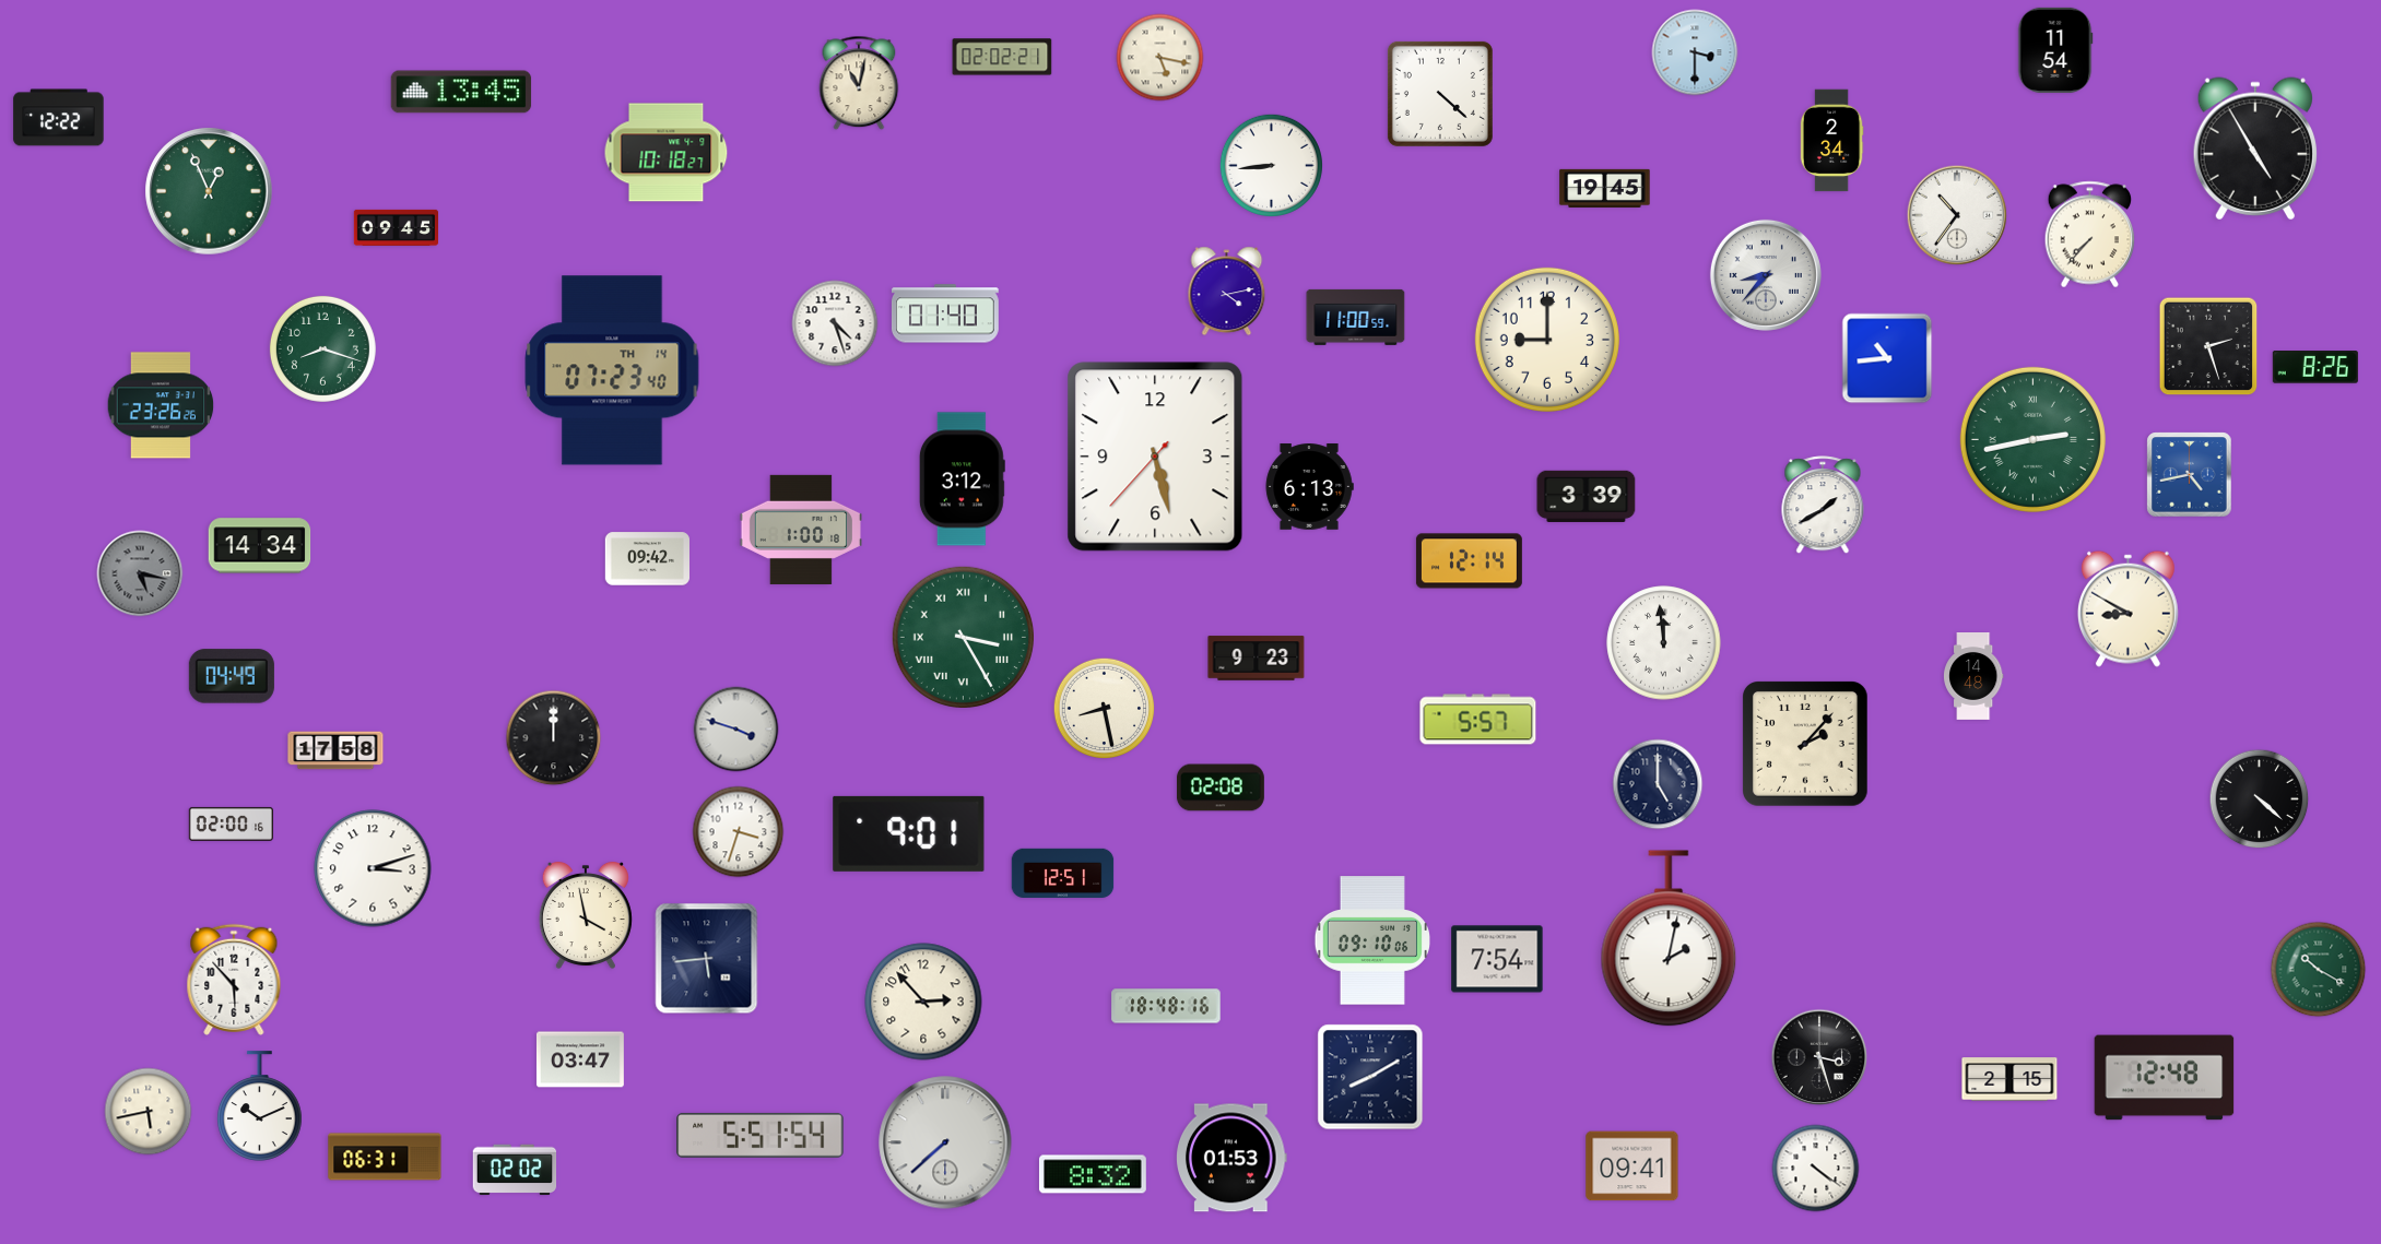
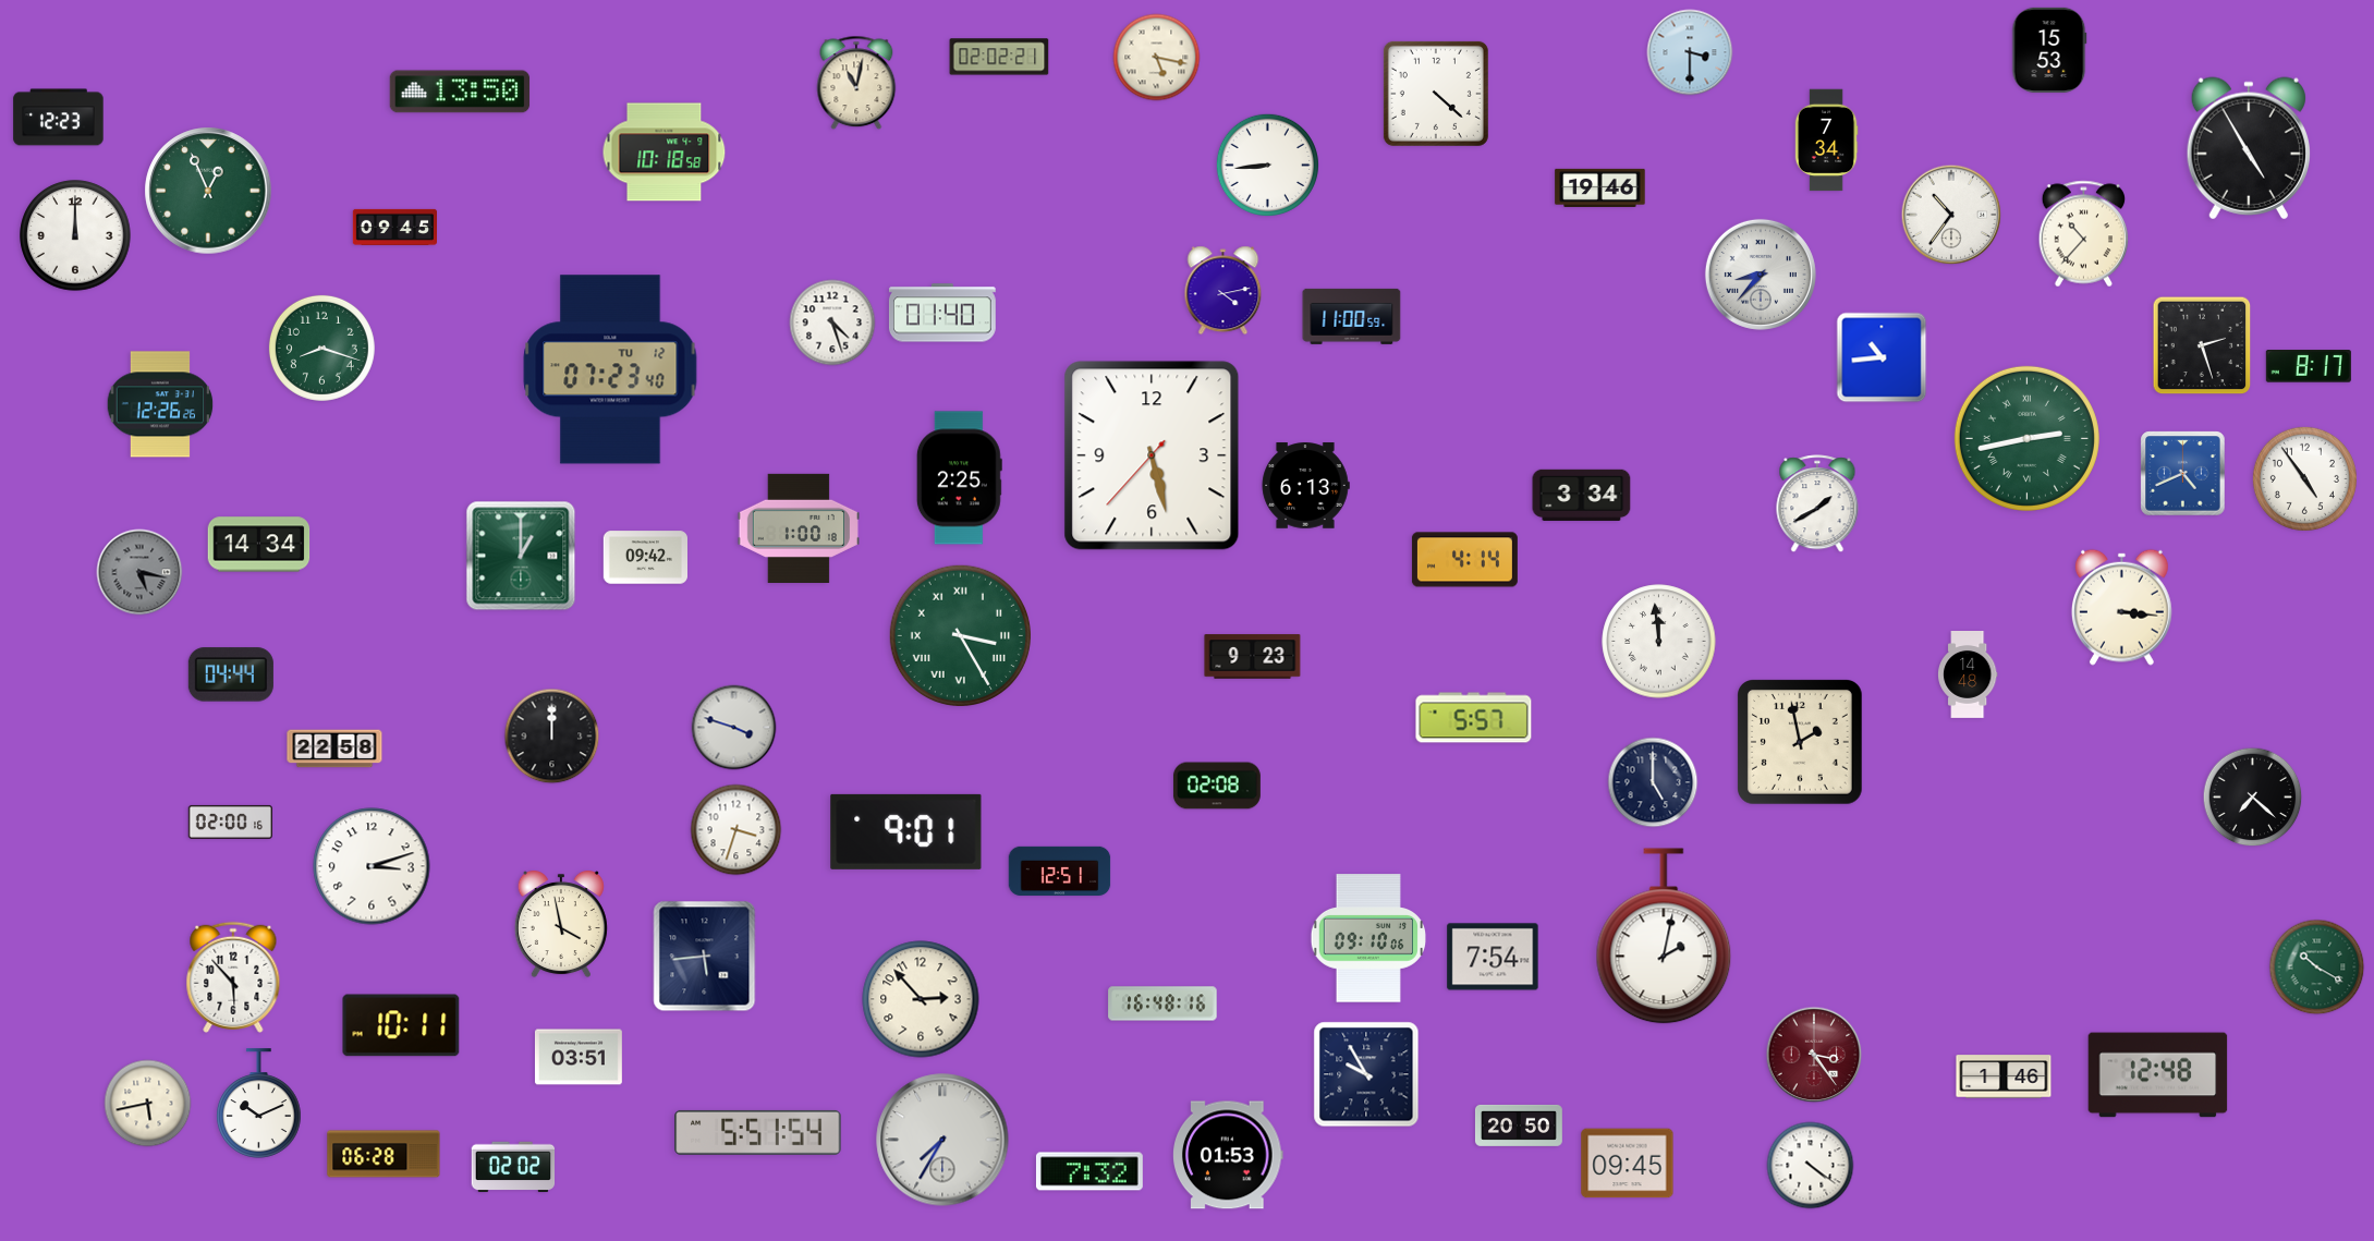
clock at (2055, 50): 11:54 -> 15:53
clock at (461, 92): 13:45 -> 13:50
clock at (59, 118): 12:22 -> 12:23
clock at (1831, 141): 2:34 -> 7:34
clock at (667, 153): 10:18:27 -> 10:18:58
clock at (1605, 188): 19:45 -> 19:46
clock at (2090, 235): 7:37 -> 10:37
clock at (75, 235): none -> 12:00
clock at (1547, 340): 9:00 -> none
clock at (2315, 368): 8:26 -> 8:17
clock at (612, 370) date: TH 14 -> TU 12
clock at (161, 405): 23:26 -> 12:26
clock at (2190, 475): 4:43 -> 4:41
clock at (962, 479): 3:12 -> 2:25
clock at (2304, 478): none -> 4:54
clock at (1587, 496): 3:39 -> 3:34
clock at (521, 556): none -> 1:00
clock at (1469, 561): 12:14 -> 4:14
clock at (2127, 608): 8:50 -> 3:16
clock at (232, 676): 04:49 -> 04:44
clock at (1105, 709): 8:28 -> none
clock at (1806, 745): 2:07 -> 1:58
clock at (335, 750): 17:58 -> 22:58
clock at (2260, 799): 4:22 -> 7:22
clock at (586, 915) position: (586, 915) -> (561, 924)
clock at (2319, 970) position: (2319, 970) -> (2317, 968)
clock at (1166, 1006): 18:48 -> 16:48
clock at (401, 1025): none -> 10:11
clock at (1819, 1057): 3:27 -> 3:24
clock at (1819, 1057) dial: black -> burgundy
clock at (580, 1059): 03:47 -> 03:51
clock at (1370, 1077): 8:10 -> 9:55
clock at (2009, 1079): 2:15 -> 1:46
clock at (149, 1112) position: (149, 1112) -> (148, 1104)
clock at (1519, 1126): none -> 20:50
clock at (945, 1142): 7:38 -> 7:35
clock at (385, 1157): 06:31 -> 06:28
clock at (1632, 1166): 09:41 -> 09:45
clock at (1093, 1174): 8:32 -> 7:32
